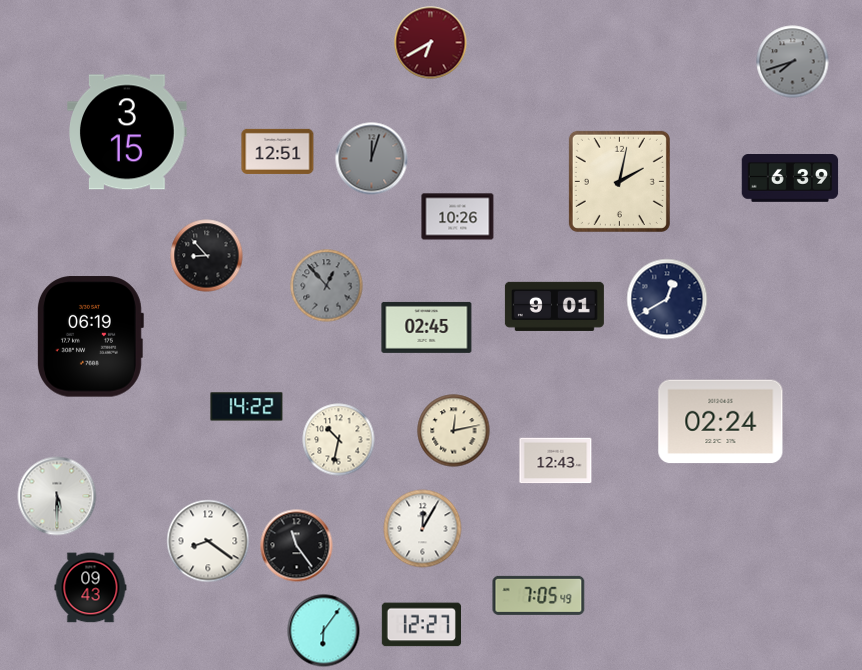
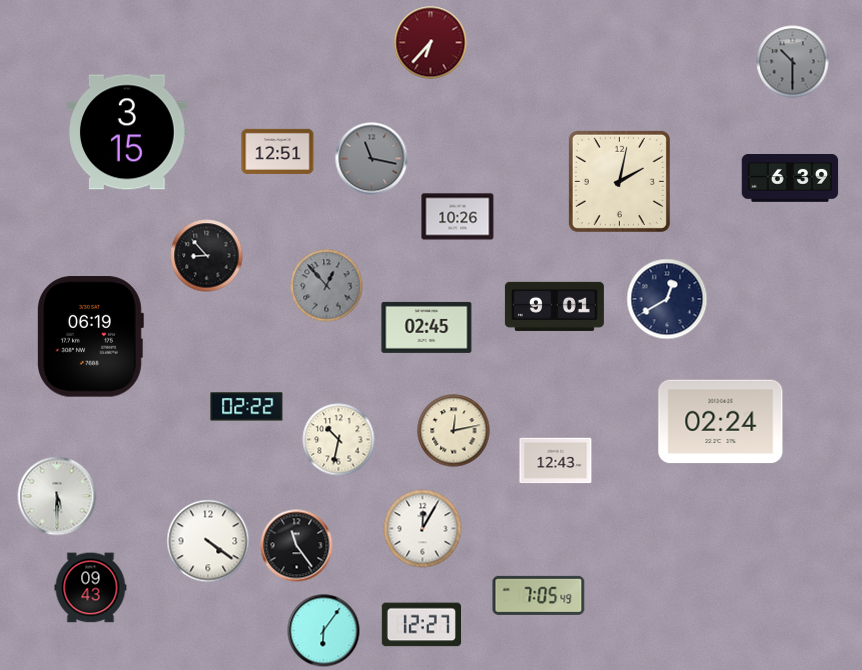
clock at (431, 43): 6:40 -> 6:37
clock at (793, 62): 7:42 -> 10:30
clock at (372, 159): 12:03 -> 11:17
clock at (247, 407): 14:22 -> 02:22
clock at (208, 541): 8:21 -> 4:21
